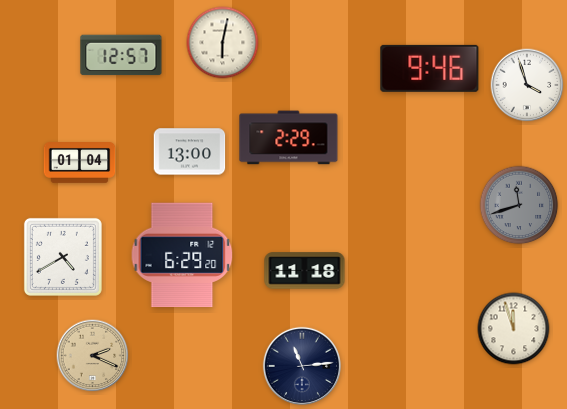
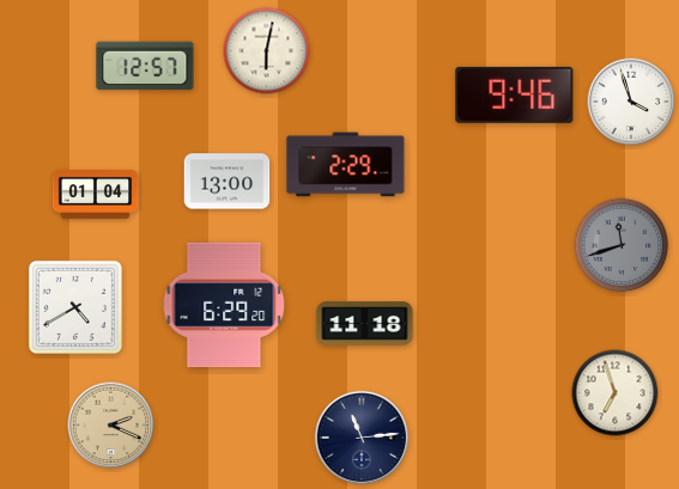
clock at (430, 68) position: (430, 68) -> (515, 94)
clock at (182, 255) position: (182, 255) -> (224, 305)
clock at (514, 329): 11:57 -> 6:57
